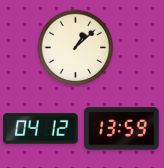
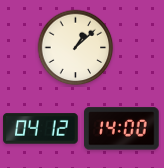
clock at (122, 129): 13:59 -> 14:00
